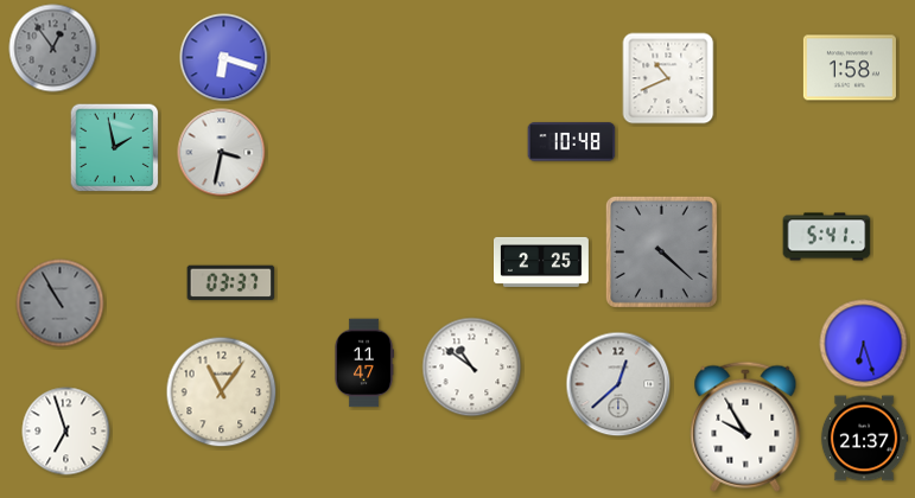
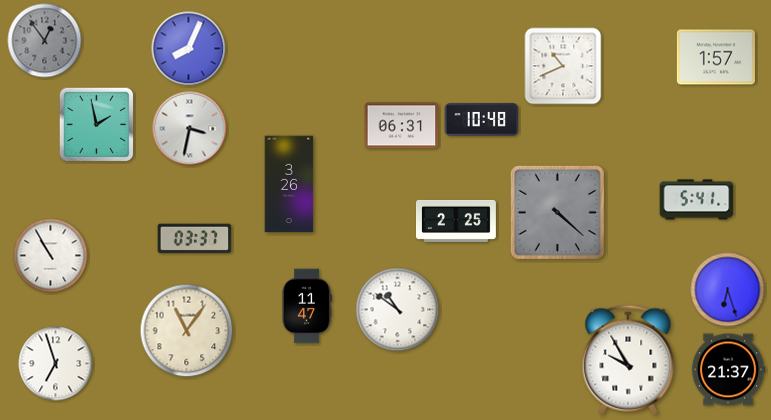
clock at (224, 58): 6:18 -> 8:04
clock at (850, 68): 1:58 -> 1:57
clock at (402, 126): none -> 06:31
clock at (222, 153) position: (222, 153) -> (190, 129)
clock at (289, 184): none -> 3:26
clock at (61, 304) dial: grey -> white
clock at (618, 384): 12:38 -> none
